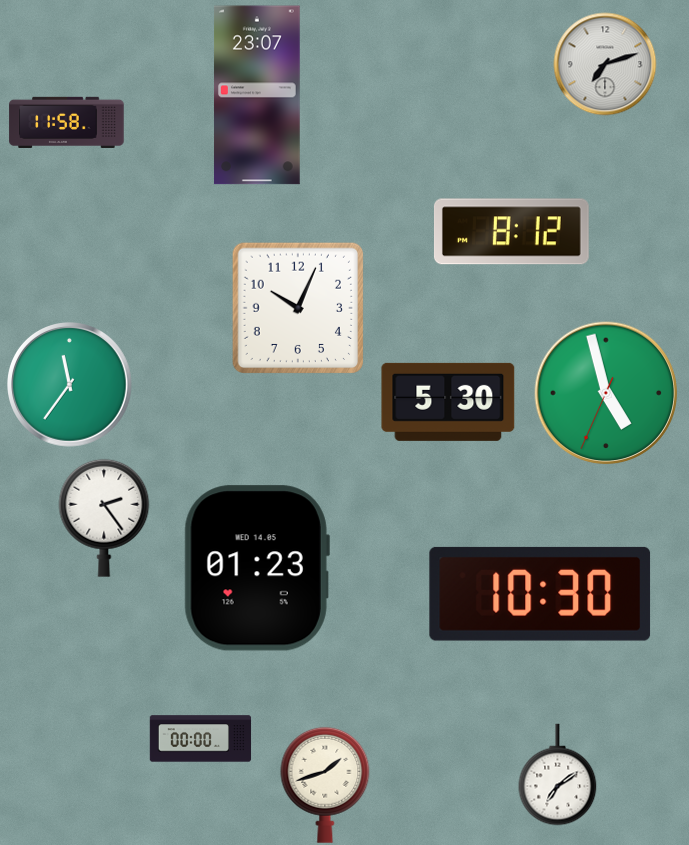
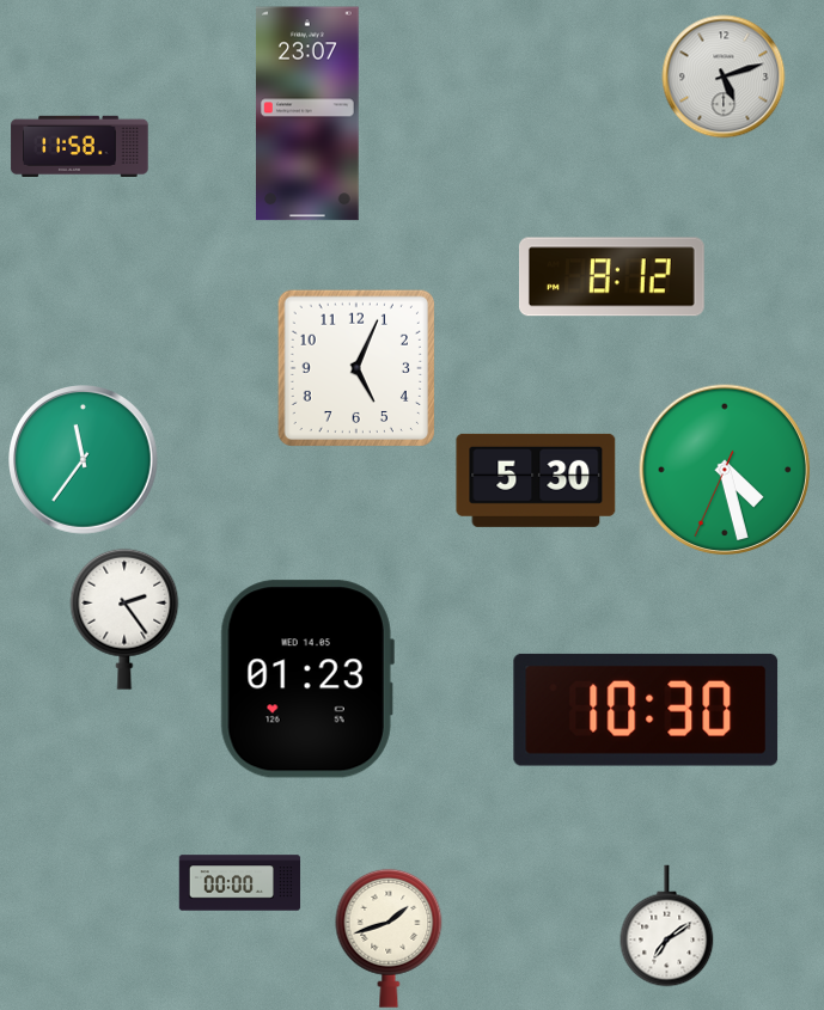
clock at (605, 64): 7:12 -> 5:12
clock at (298, 308): 10:04 -> 5:04
clock at (606, 393): 4:57 -> 4:27
